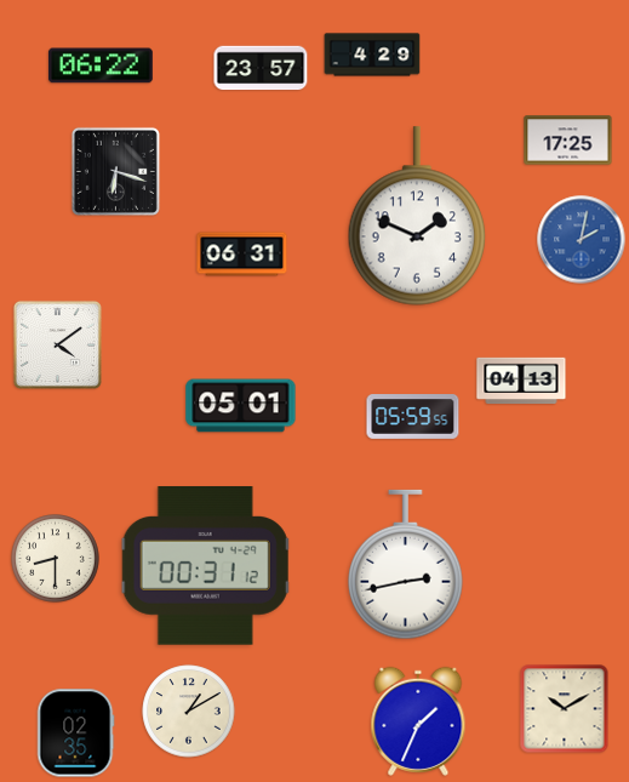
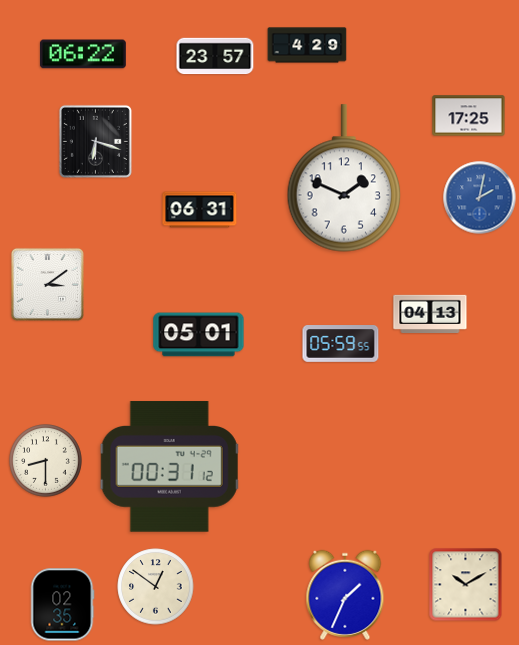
clock at (57, 344): 4:09 -> 3:09
clock at (406, 565): 2:43 -> none
clock at (189, 712): 1:10 -> 12:51
